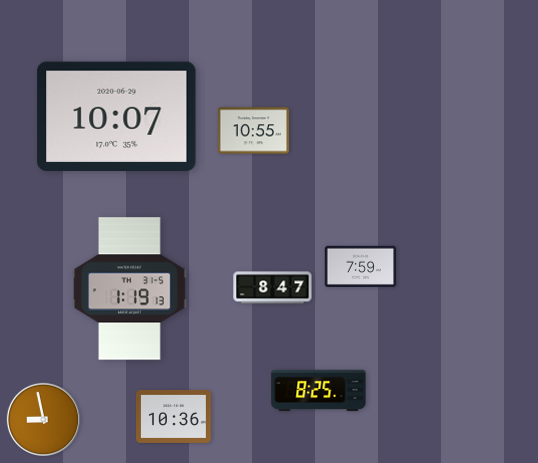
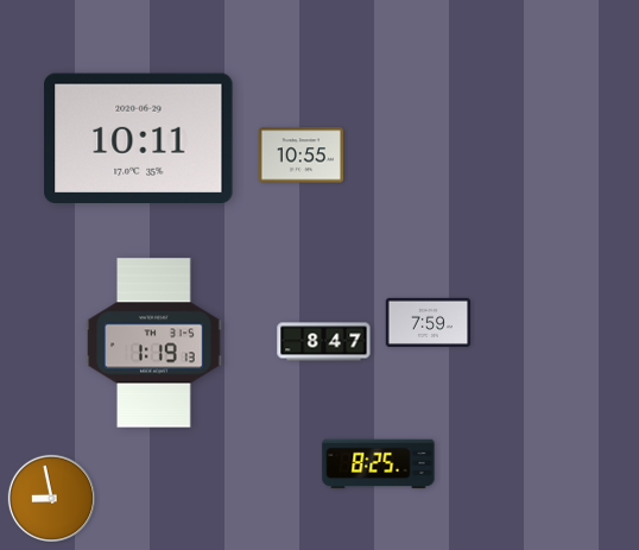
clock at (117, 116): 10:07 -> 10:11
clock at (361, 266) position: (361, 266) -> (429, 322)
clock at (174, 416): 10:36 -> none
